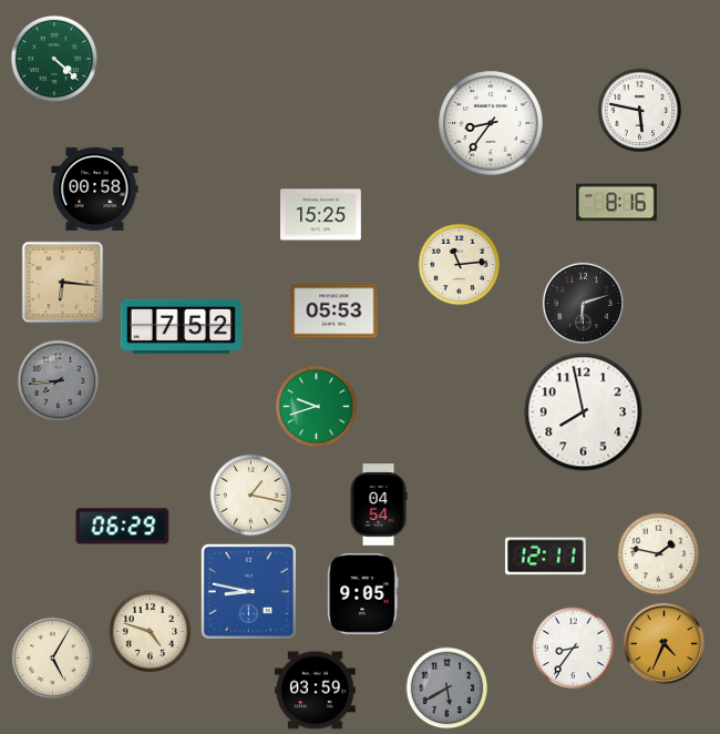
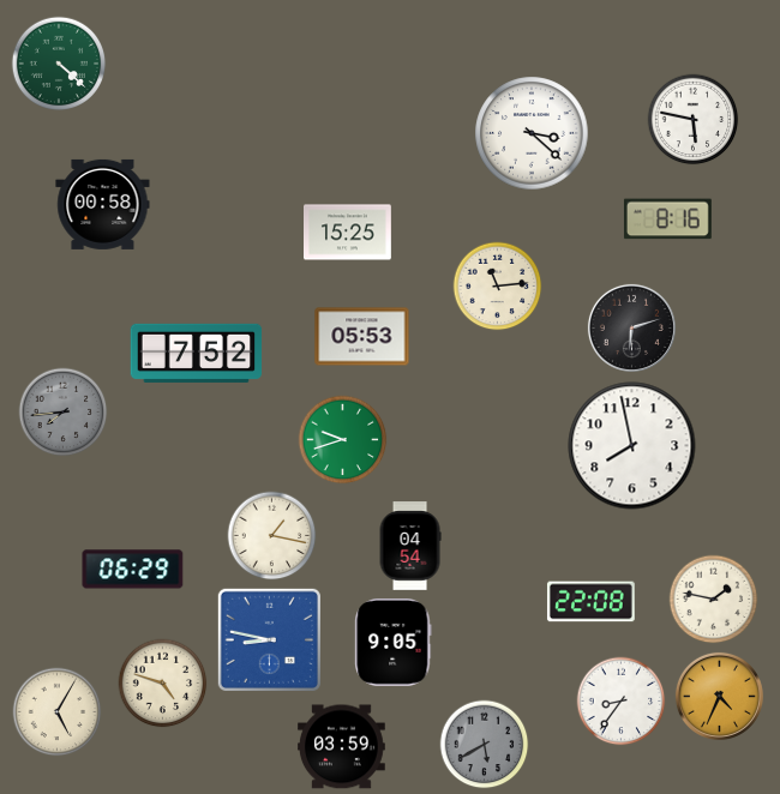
clock at (491, 123): 8:36 -> 3:22
clock at (63, 283): 6:16 -> none
clock at (545, 557): 12:11 -> 22:08
